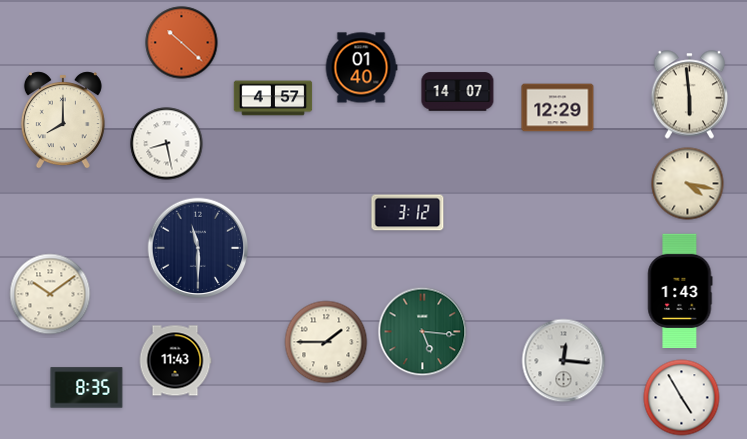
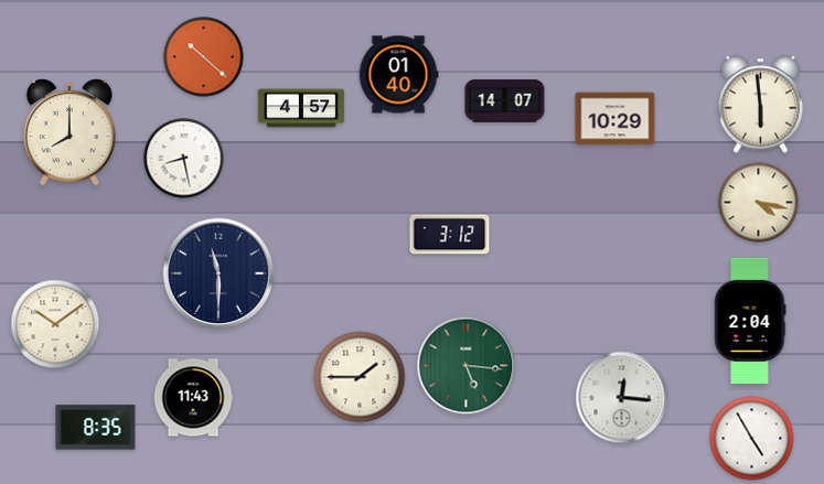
clock at (182, 43) position: (182, 43) -> (204, 57)
clock at (558, 108): 12:29 -> 10:29
clock at (680, 291): 1:43 -> 2:04
